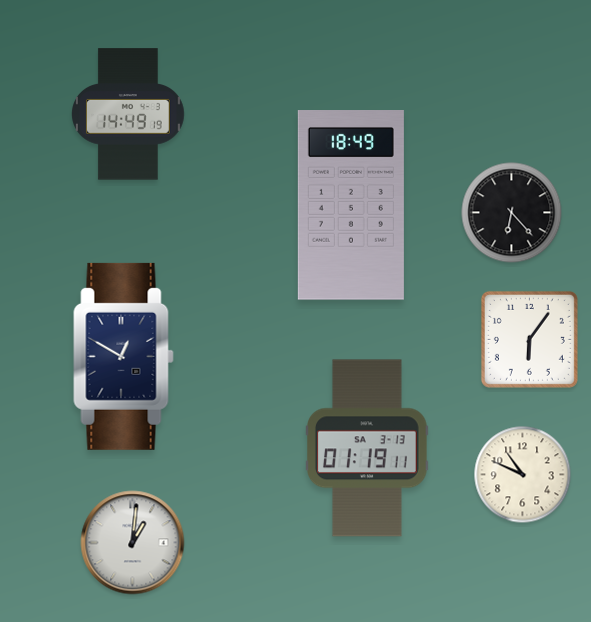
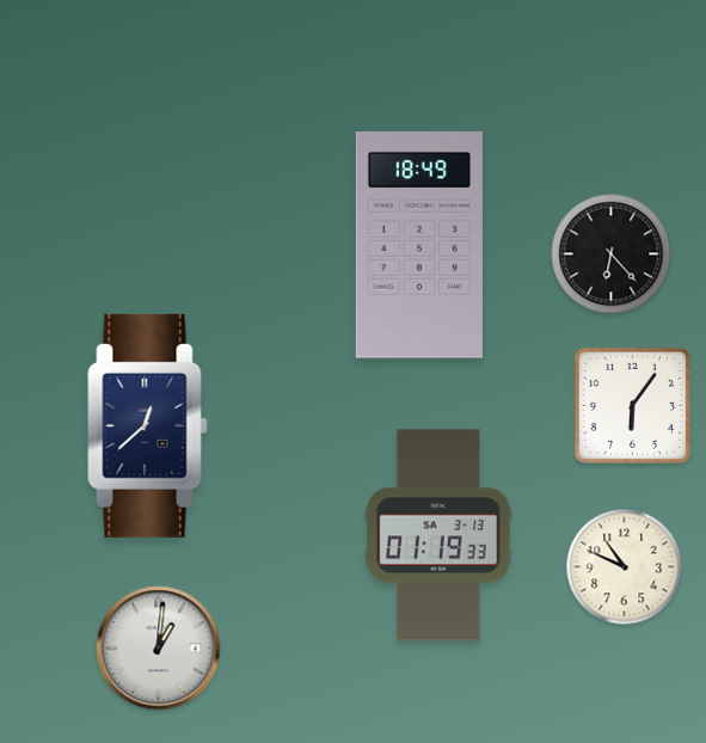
clock at (129, 114): 14:49 -> none
clock at (124, 356): 12:50 -> 12:38
clock at (368, 448): 01:19:11 -> 01:19:33
